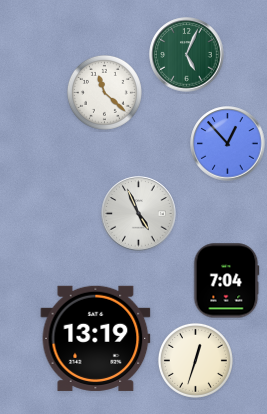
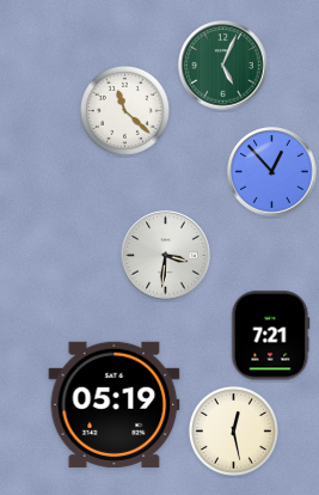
clock at (139, 214): 4:56 -> 3:31
clock at (227, 281): 7:04 -> 7:21
clock at (96, 338): 13:19 -> 05:19
clock at (195, 360): 12:33 -> 12:28
